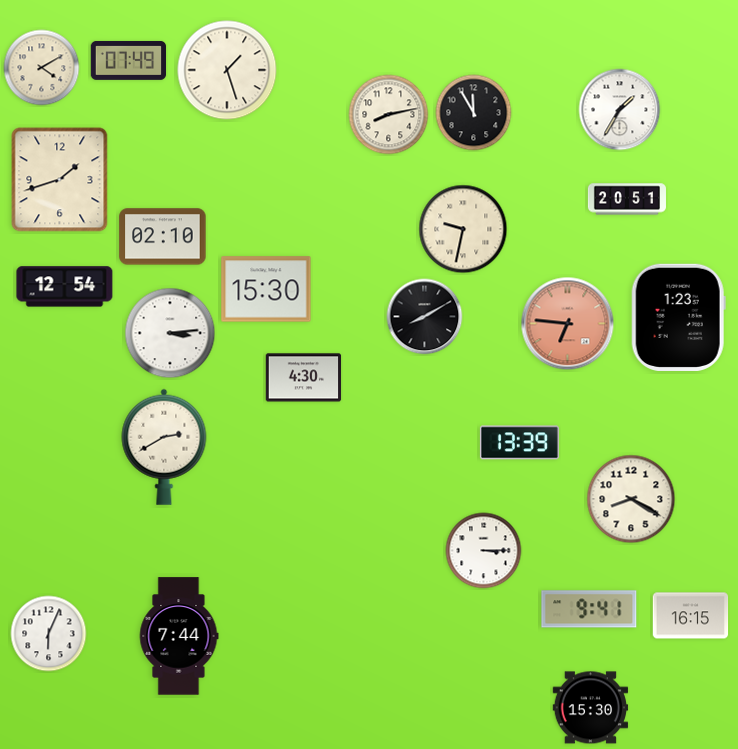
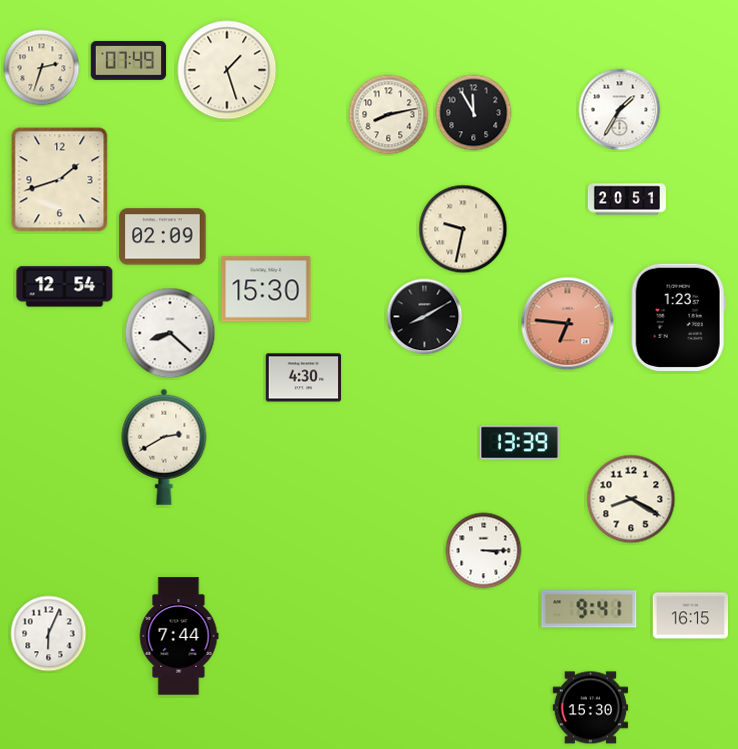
clock at (42, 68): 4:10 -> 2:33
clock at (163, 237): 02:10 -> 02:09
clock at (170, 333): 3:14 -> 8:22
